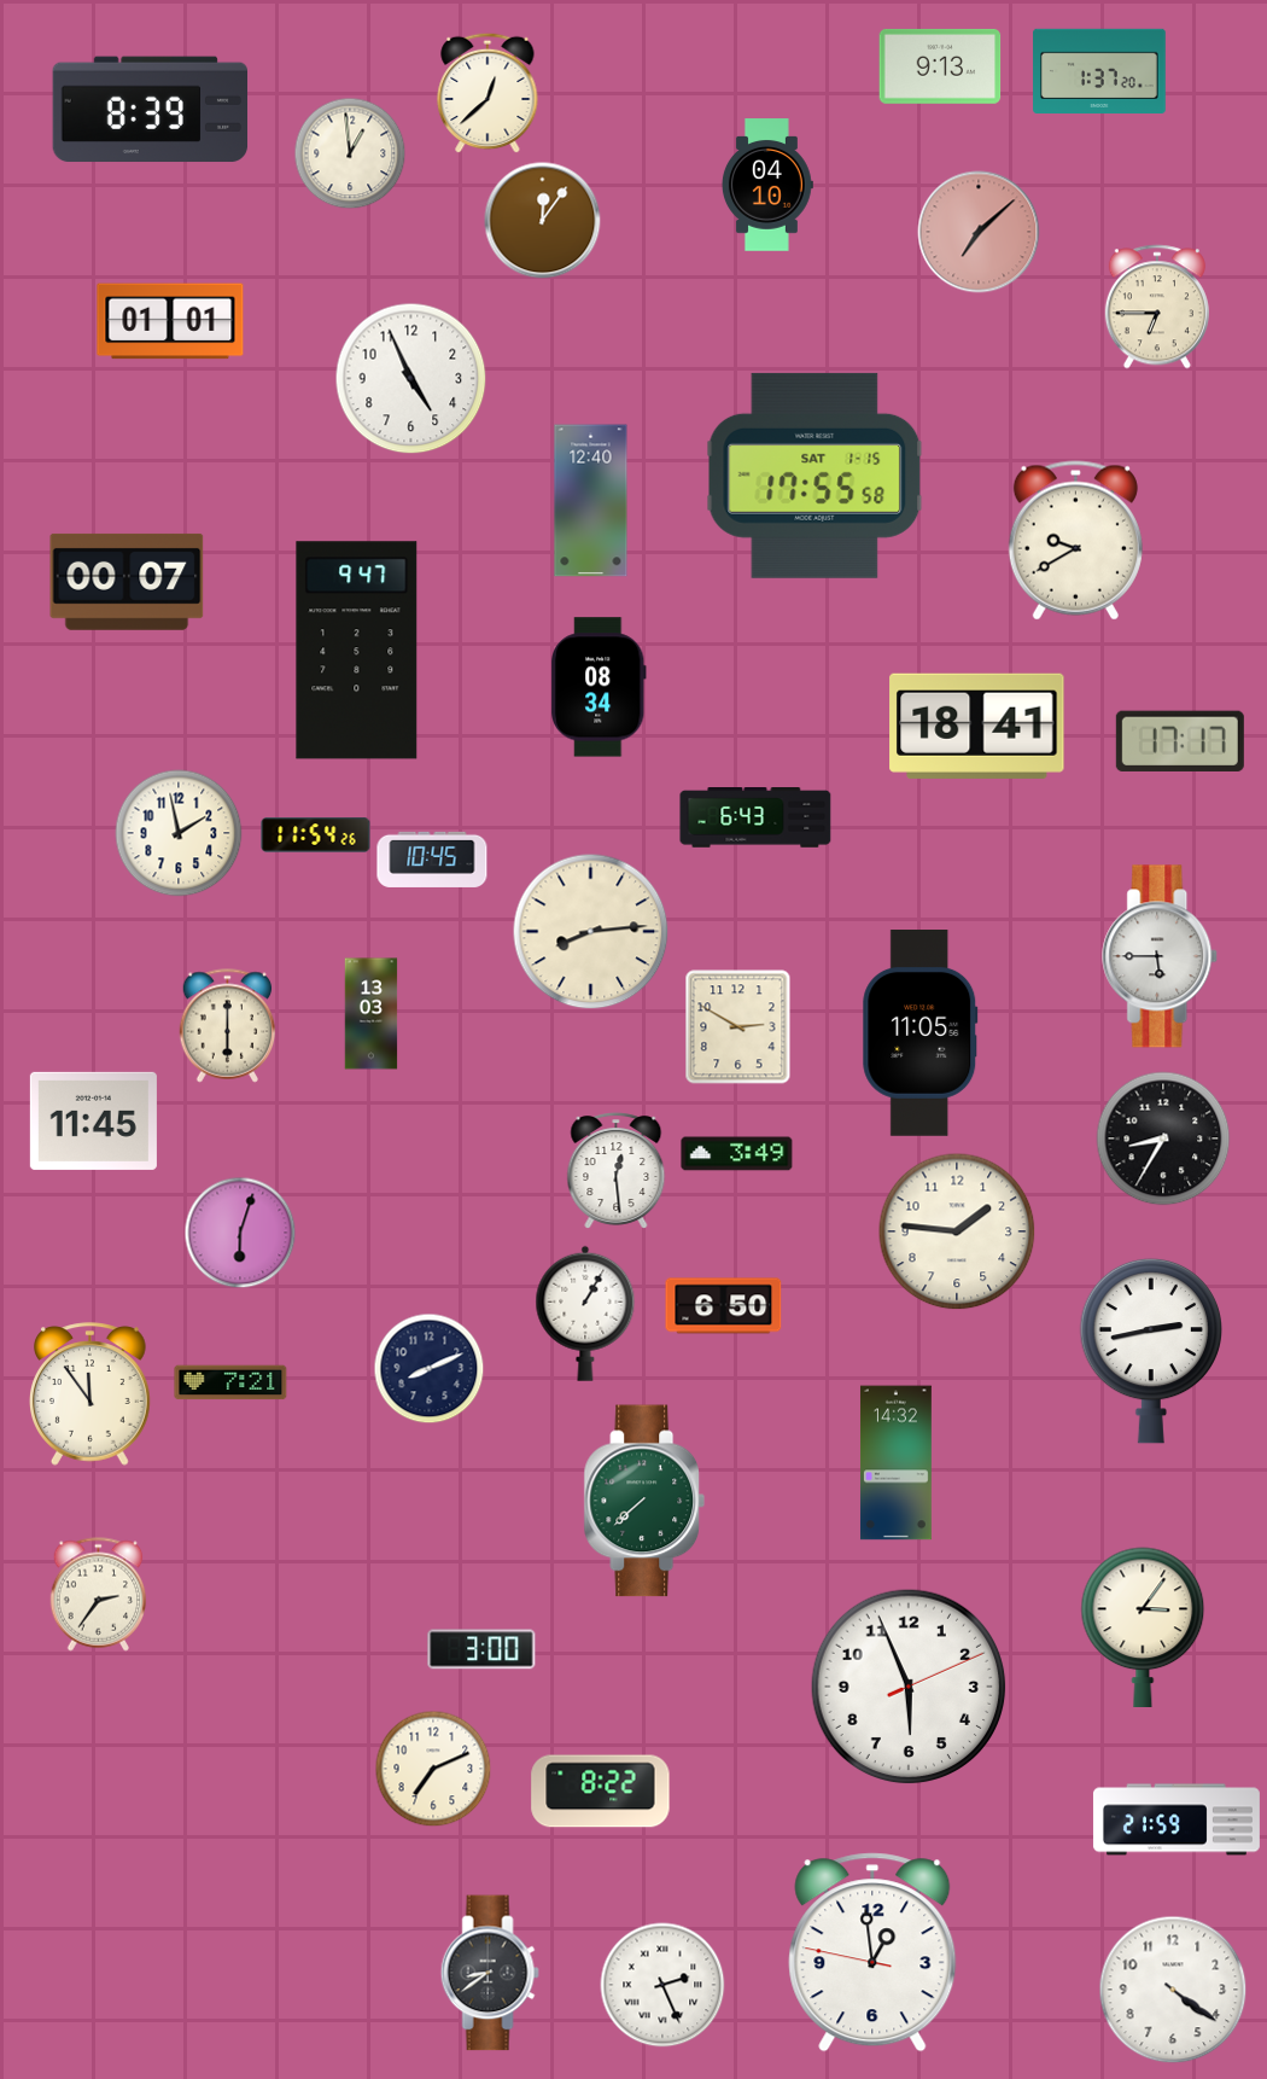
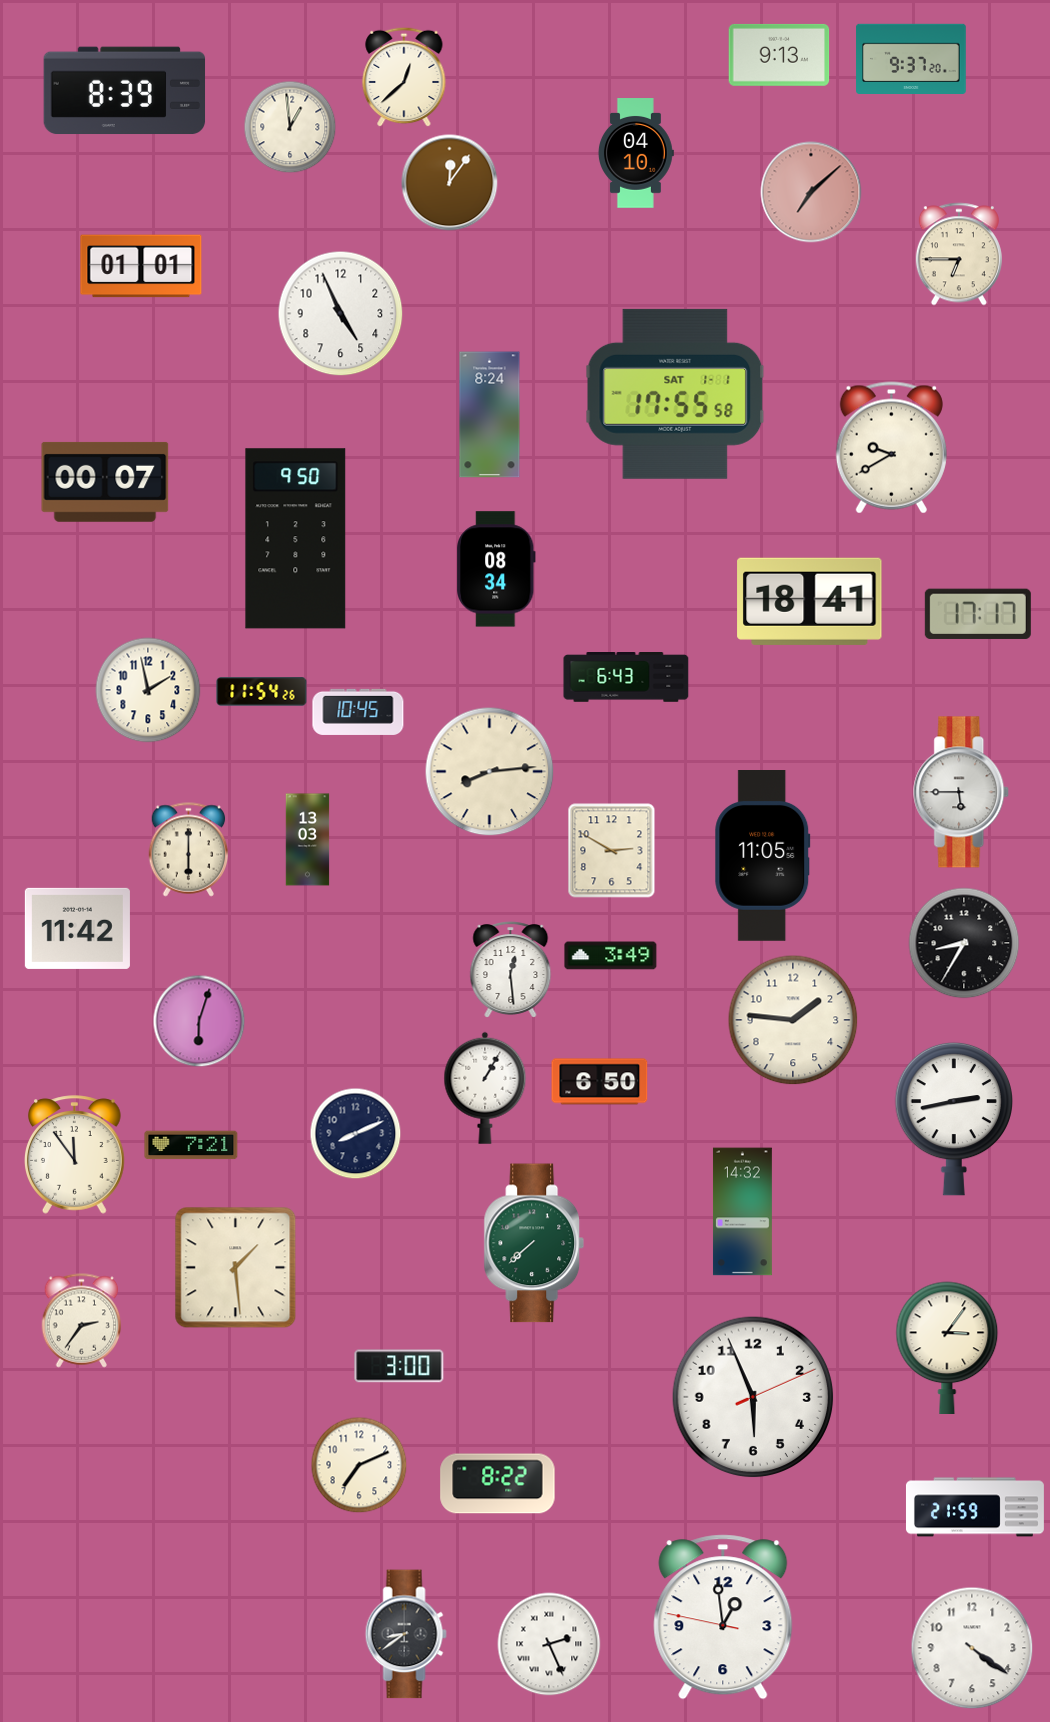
clock at (1099, 70): 1:37 -> 9:37
clock at (815, 476) date: SAT 1-15 -> SAT 1-1
clock at (591, 501): 12:40 -> 8:24
clock at (357, 651): 9:47 -> 9:50
clock at (93, 1120): 11:45 -> 11:42
clock at (236, 1268): none -> 1:29
